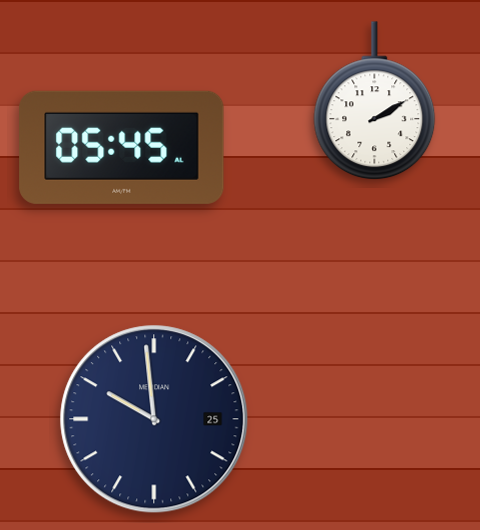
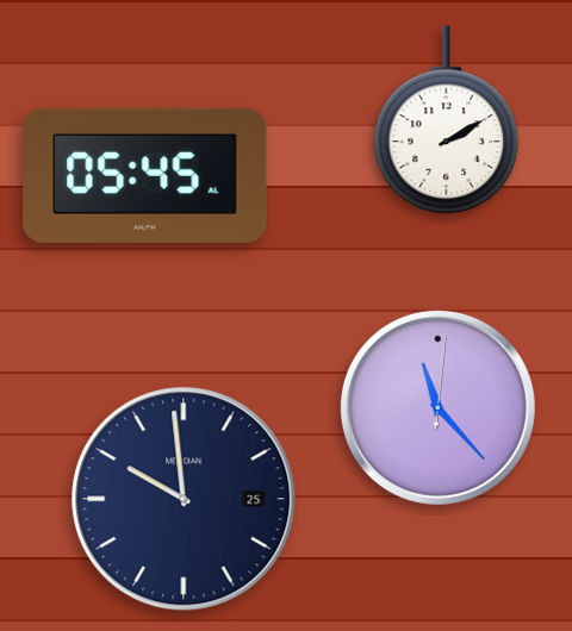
clock at (437, 407): none -> 11:23
